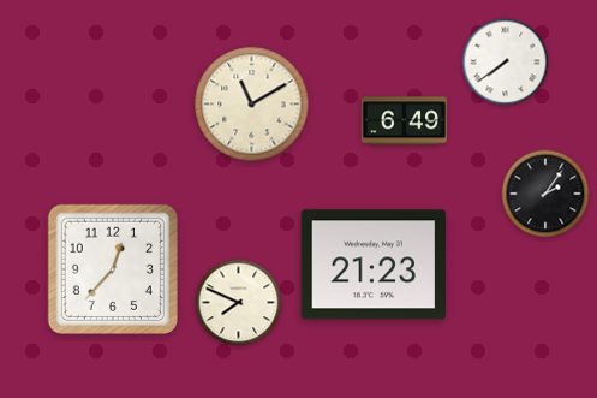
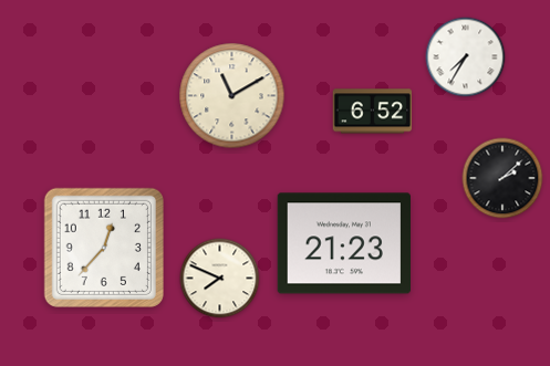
clock at (506, 63): 7:39 -> 7:35
clock at (405, 121): 6:49 -> 6:52
clock at (545, 194): 2:06 -> 2:08
